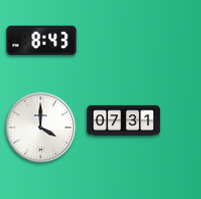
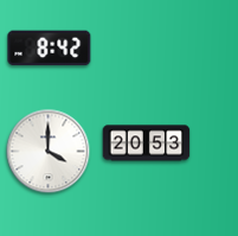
clock at (42, 41): 8:43 -> 8:42
clock at (124, 121): 07:31 -> 20:53
